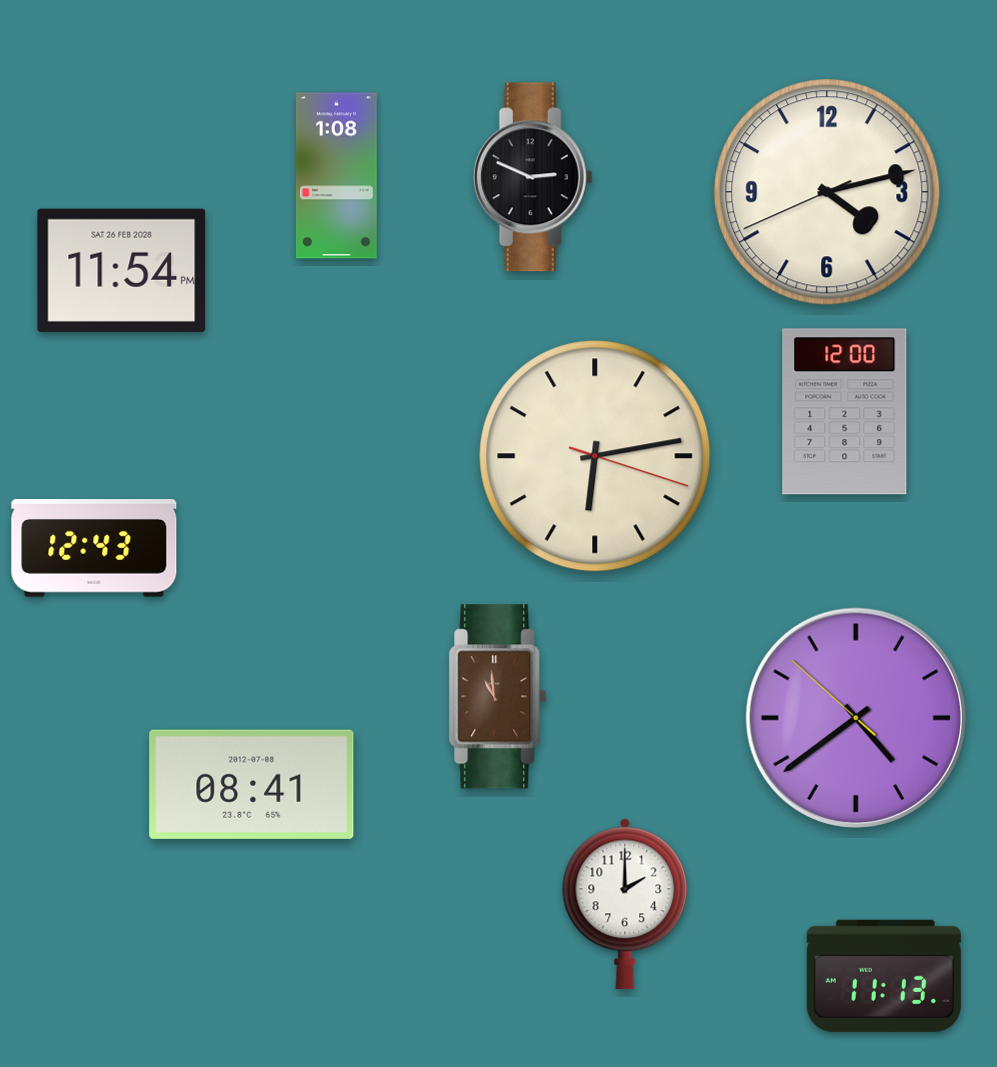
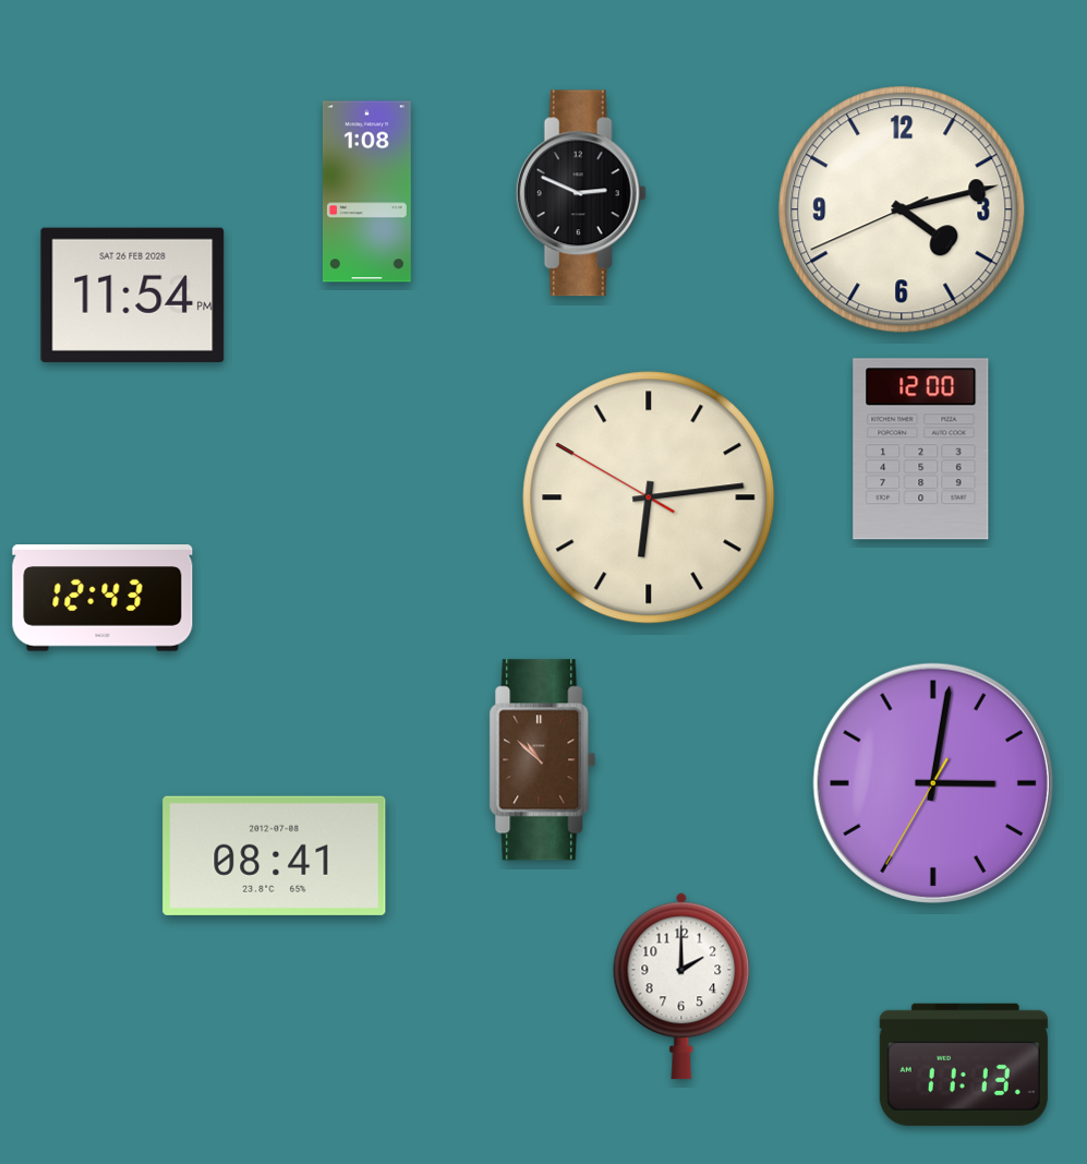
clock at (595, 456): 6:13:18 -> 6:13:50
clock at (498, 697): 10:59 -> 10:52
clock at (856, 718): 4:38 -> 3:01
